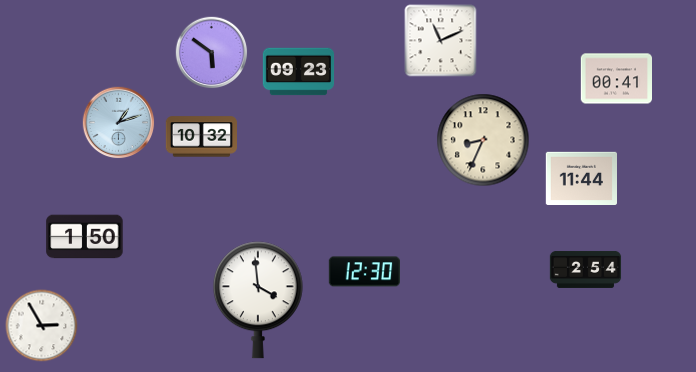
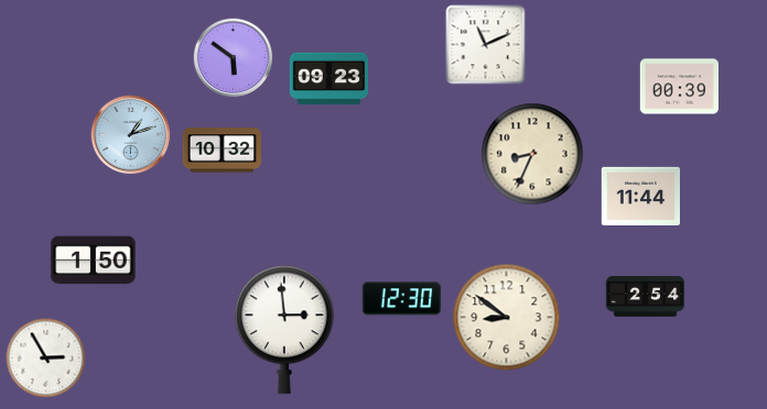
clock at (617, 79): 00:41 -> 00:39
clock at (507, 318): none -> 8:51
clock at (258, 300): 3:59 -> 2:59
